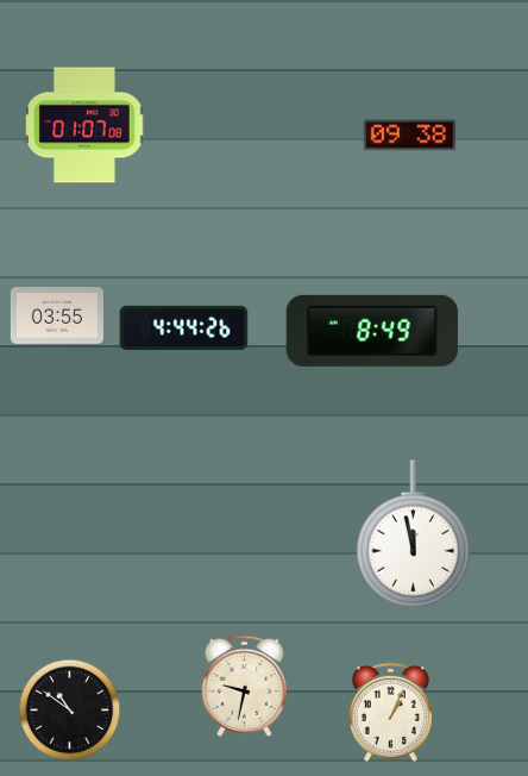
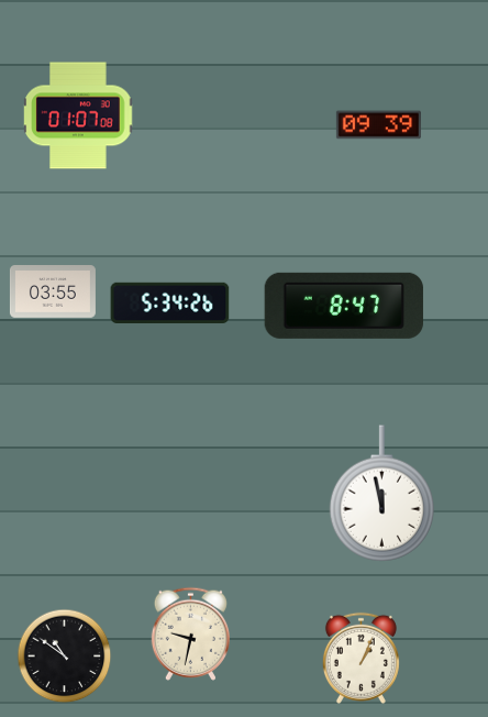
clock at (409, 136): 09:38 -> 09:39
clock at (184, 327): 4:44 -> 5:34
clock at (371, 331): 8:49 -> 8:47
clock at (244, 686) position: (244, 686) -> (190, 633)
